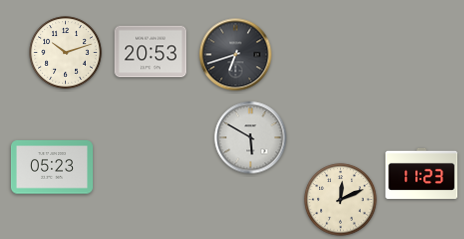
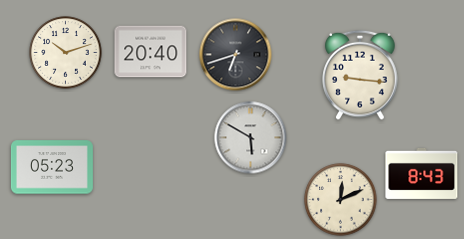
clock at (151, 52): 20:53 -> 20:40
clock at (360, 75): none -> 9:16
clock at (422, 173): 11:23 -> 8:43
